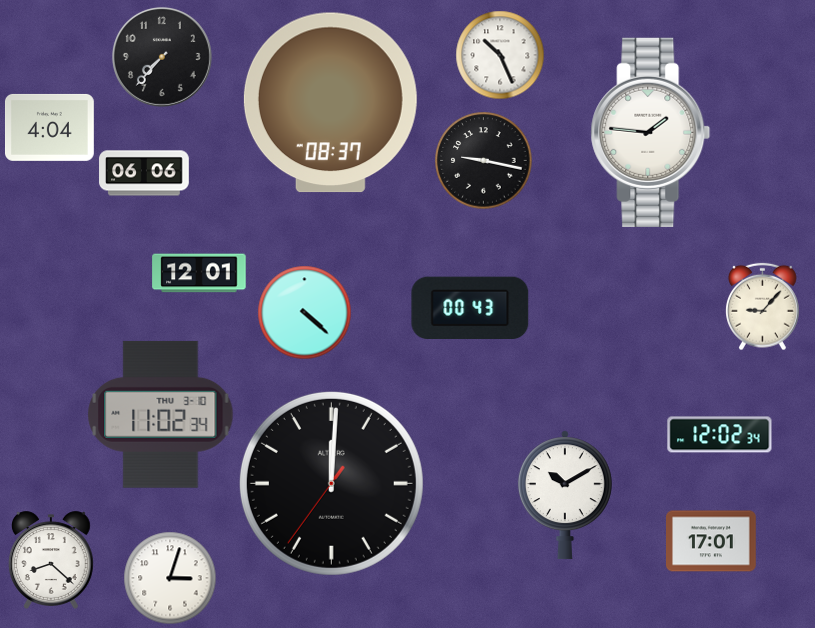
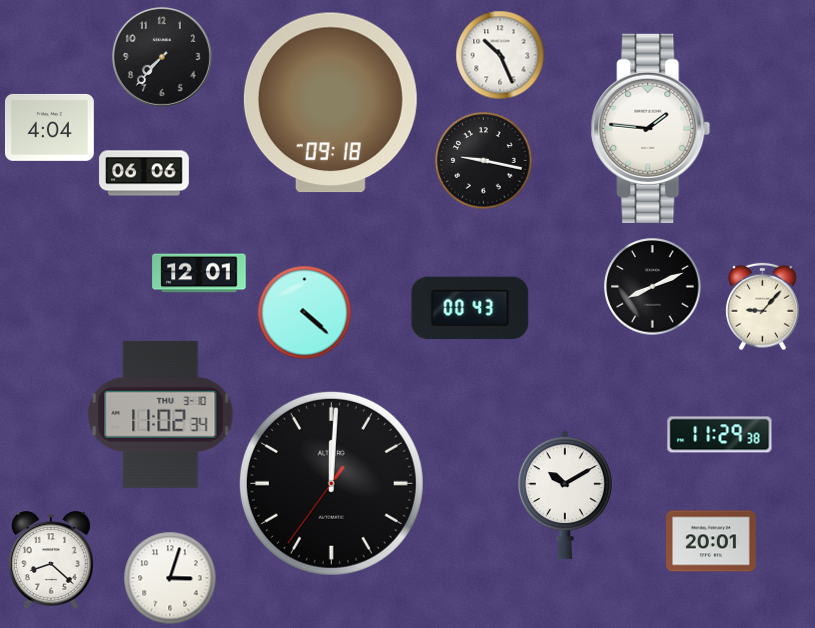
clock at (330, 103): 08:37 -> 09:18
clock at (651, 132) position: (651, 132) -> (651, 128)
clock at (653, 287): none -> 8:11
clock at (720, 435): 12:02 -> 11:29
clock at (711, 541): 17:01 -> 20:01
